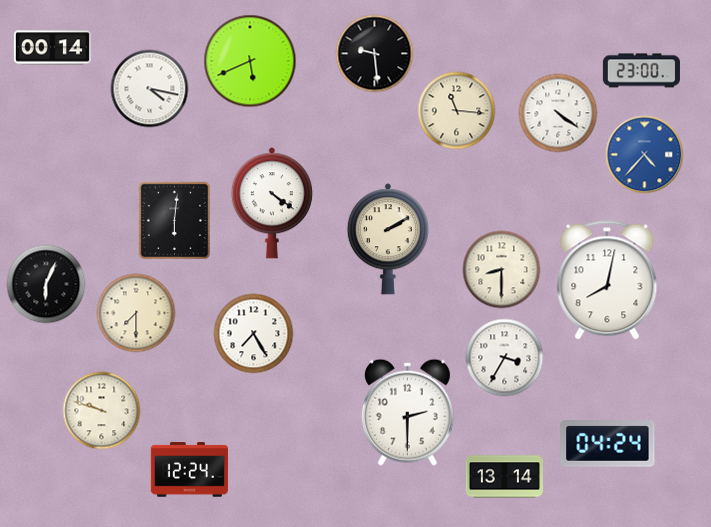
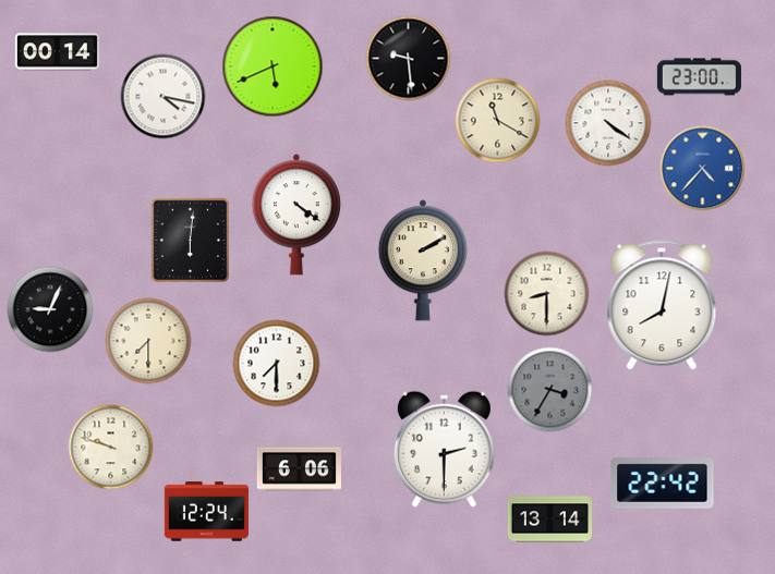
clock at (456, 110): 11:16 -> 11:20
clock at (272, 203) position: (272, 203) -> (296, 215)
clock at (46, 284): 6:04 -> 9:04
clock at (253, 333): 7:25 -> 7:30
clock at (504, 357) dial: white -> grey
clock at (299, 469): none -> 6:06
clock at (608, 444): 04:24 -> 22:42
